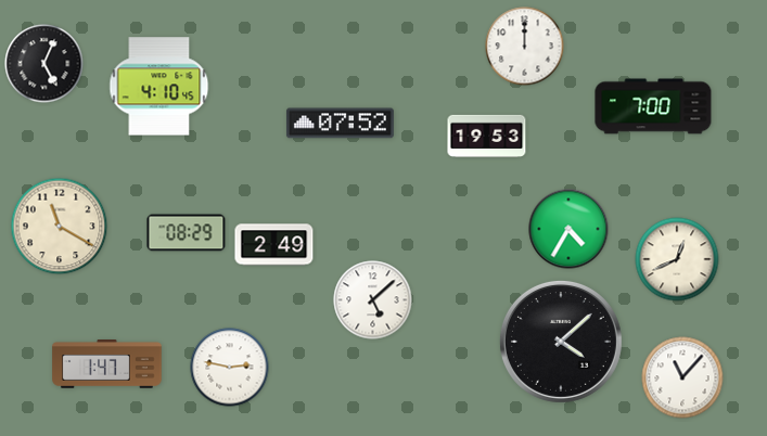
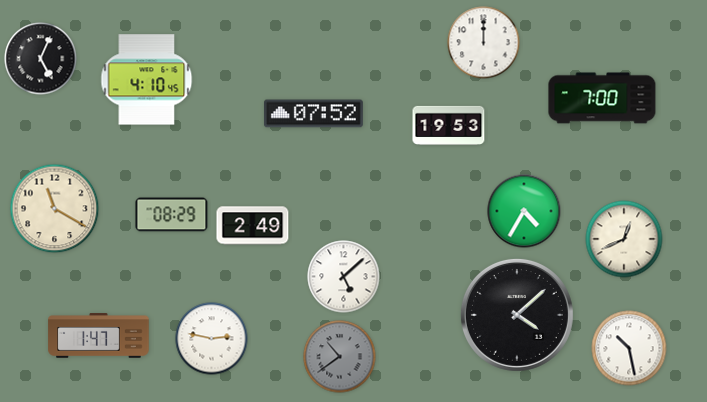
clock at (682, 377): 11:07 -> 10:28
clock at (340, 357): none -> 10:39
